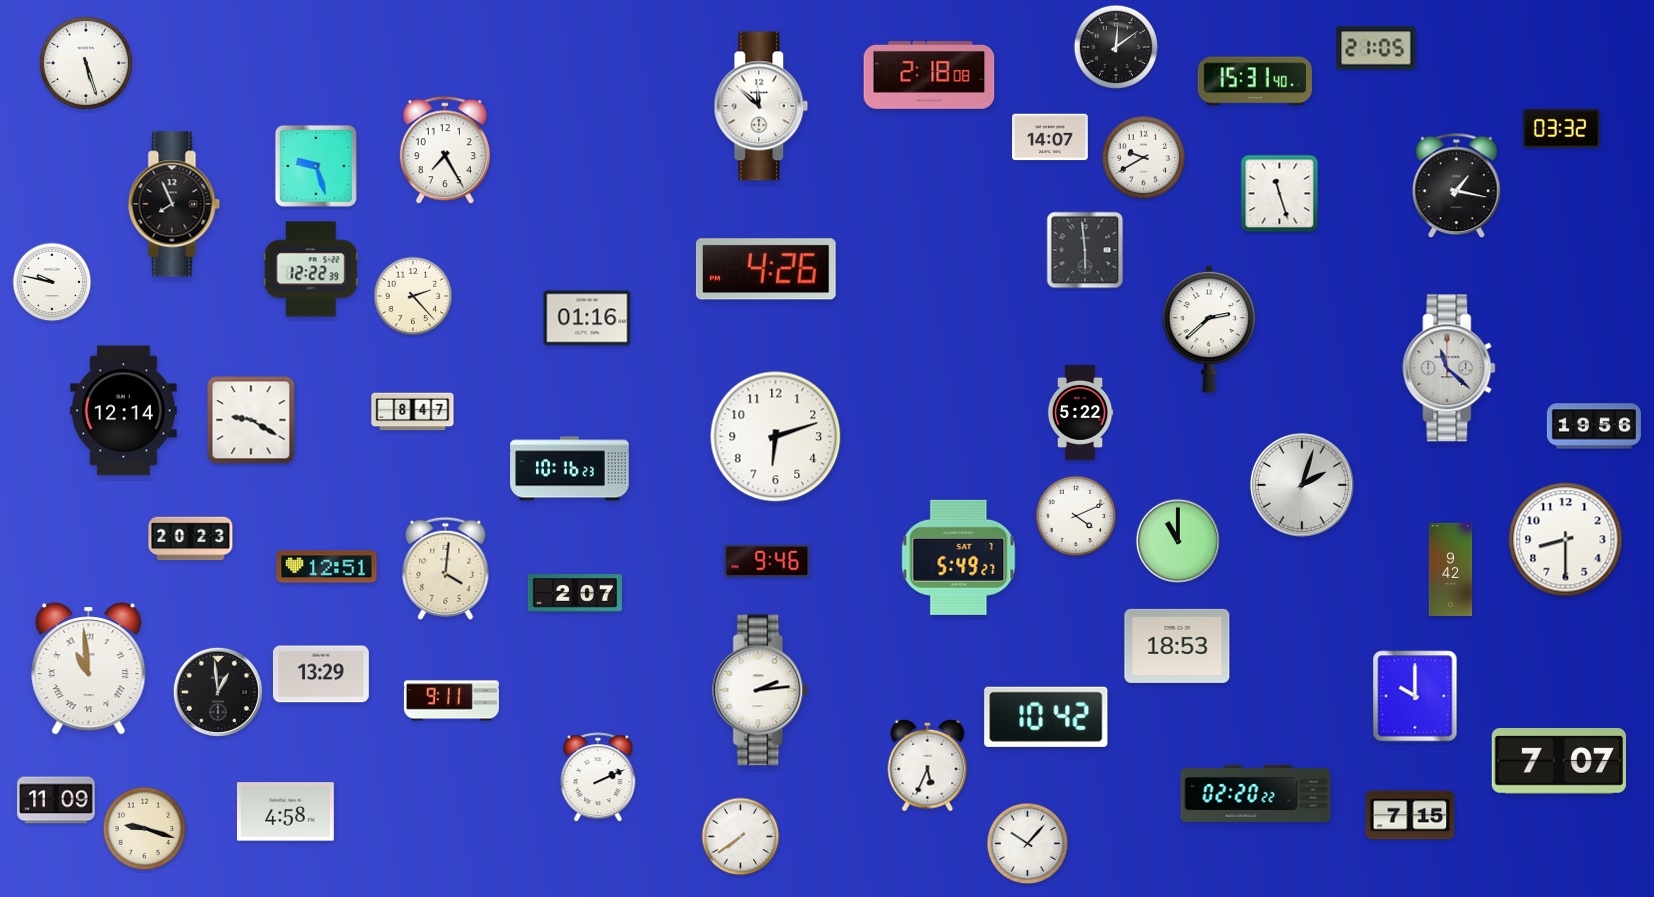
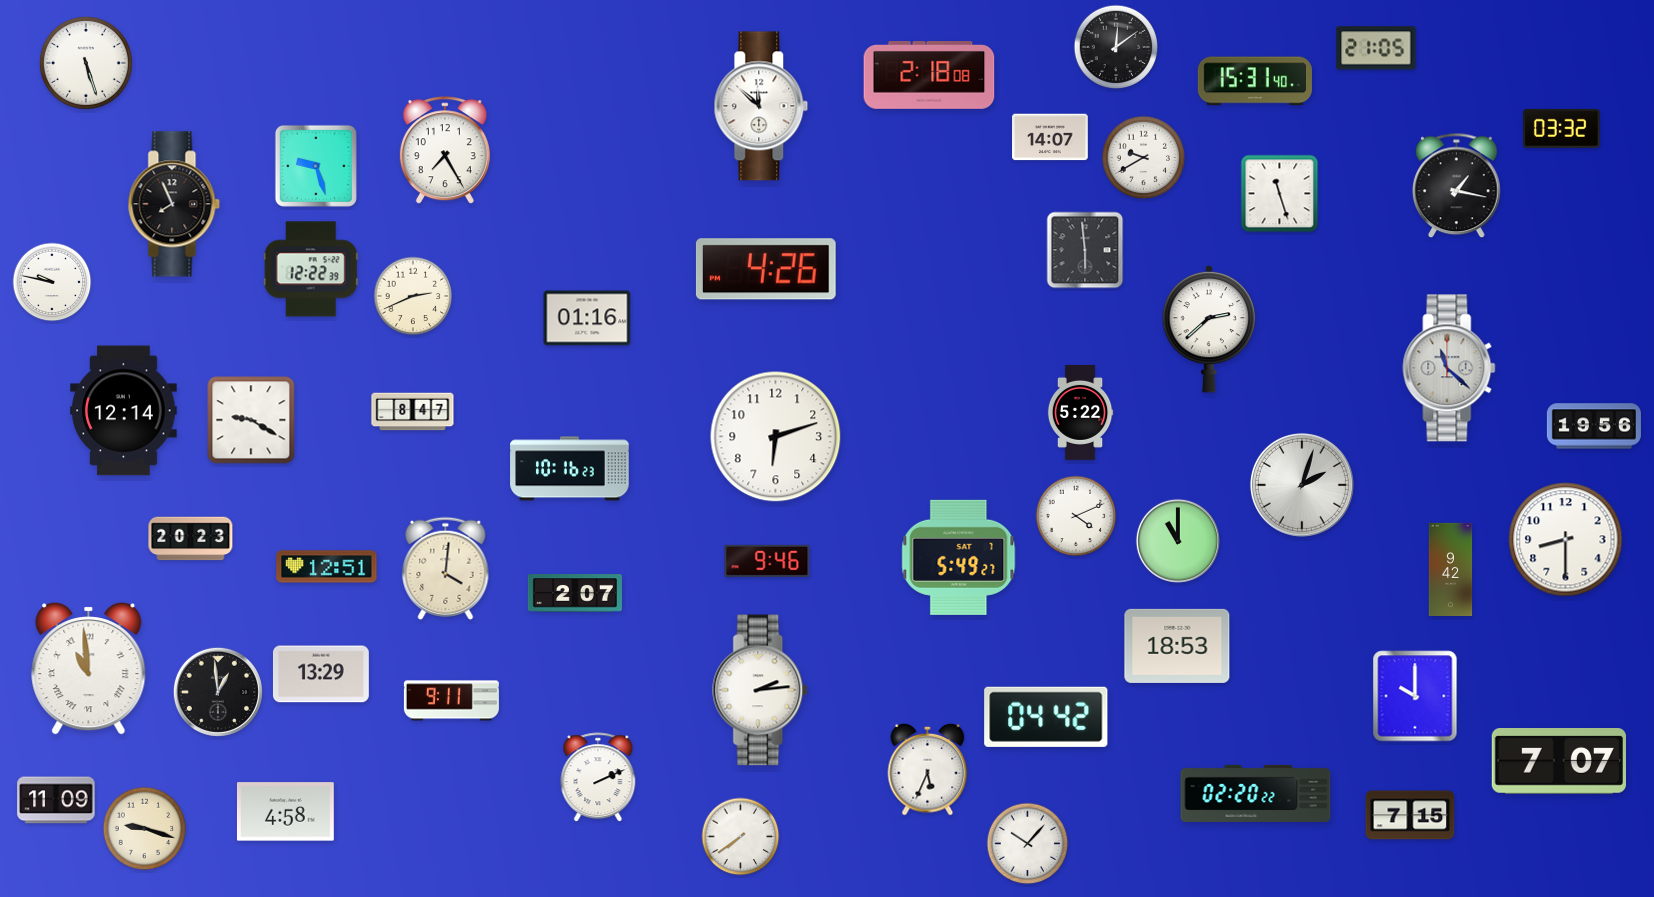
clock at (413, 296): 2:23 -> 2:41
clock at (1046, 717): 10:42 -> 04:42
clock at (928, 765) position: (928, 765) -> (928, 769)
